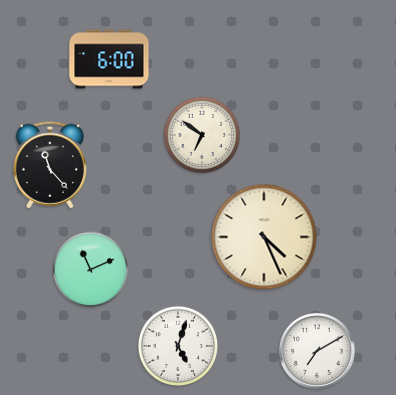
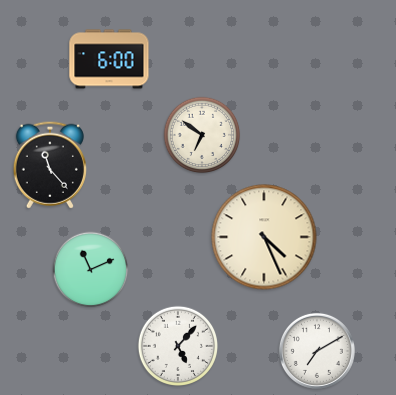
clock at (177, 345): 5:03 -> 5:07
